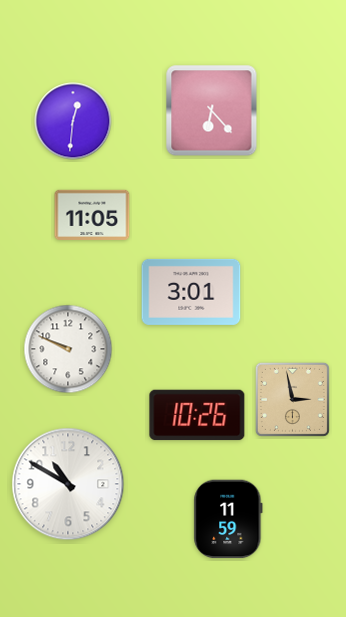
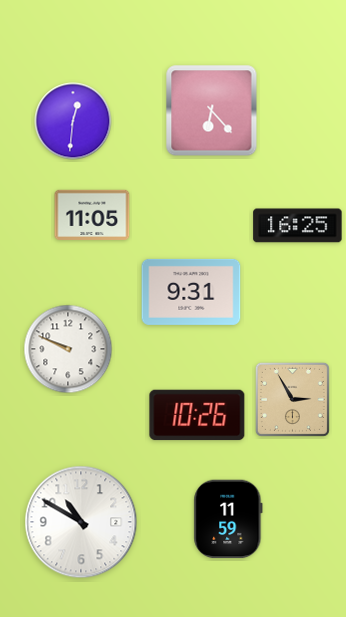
clock at (298, 226): none -> 16:25
clock at (191, 292): 3:01 -> 9:31
clock at (292, 399): 2:58 -> 2:55
clock at (68, 484) position: (68, 484) -> (81, 522)
